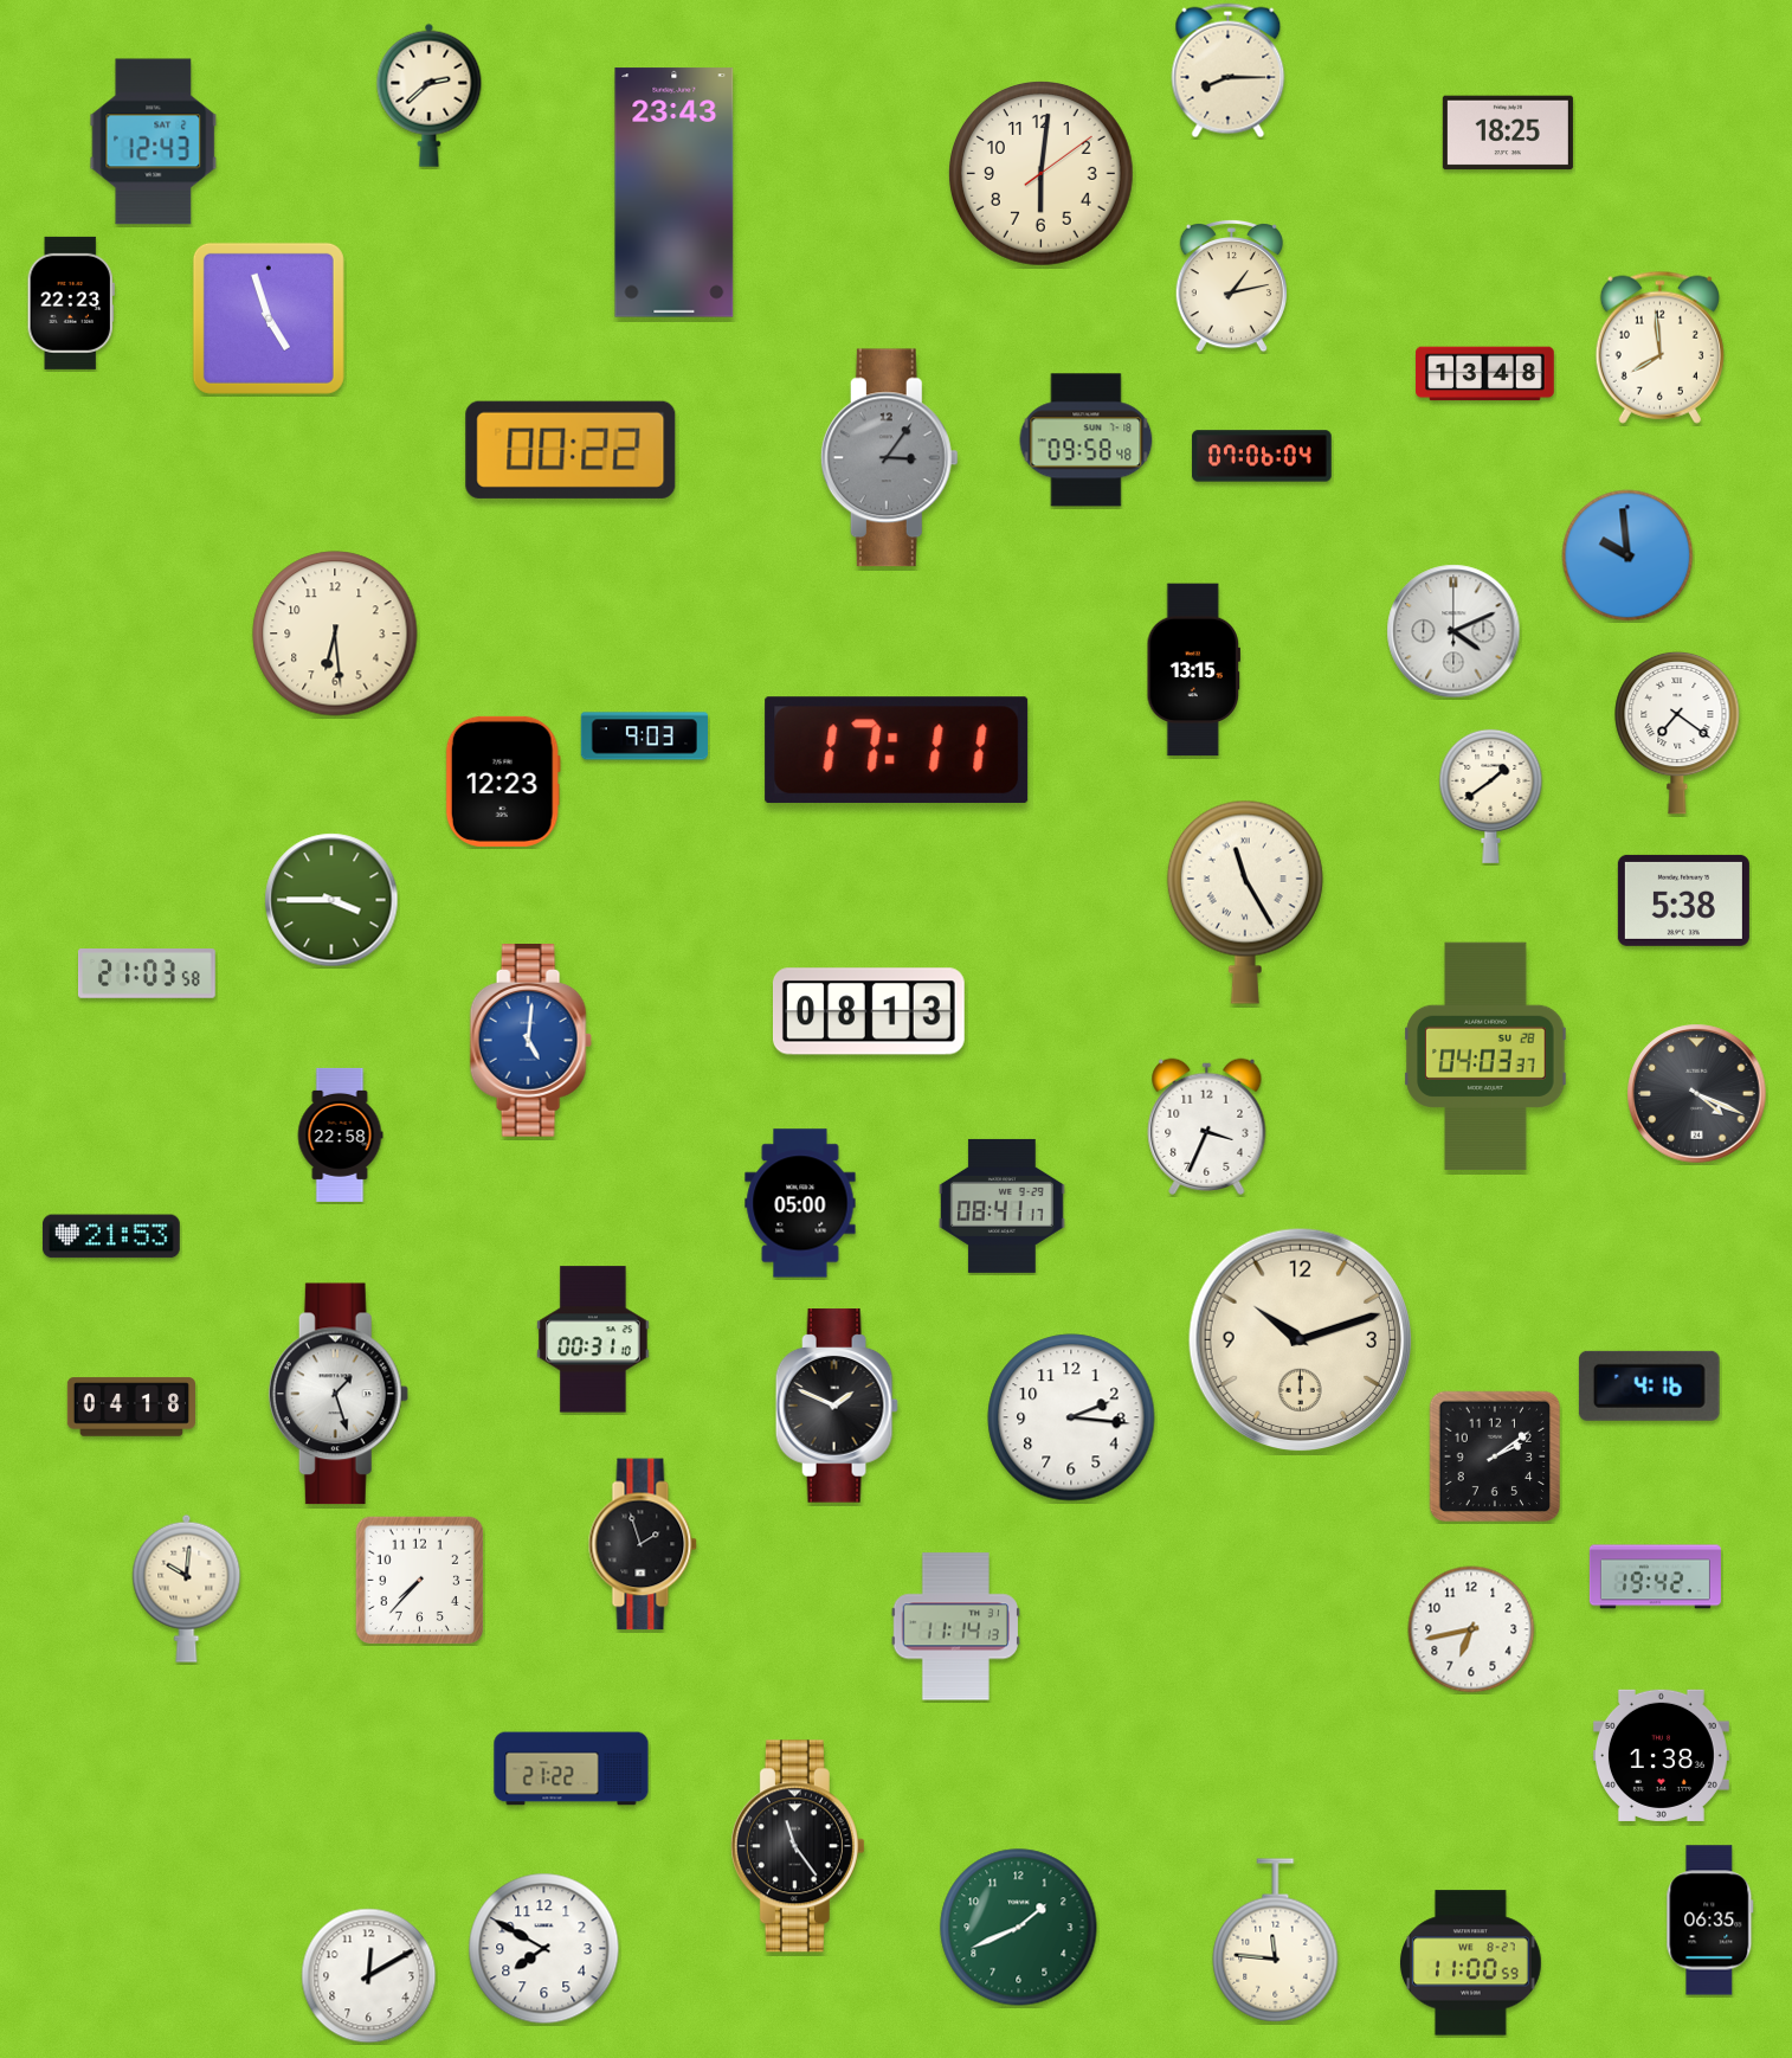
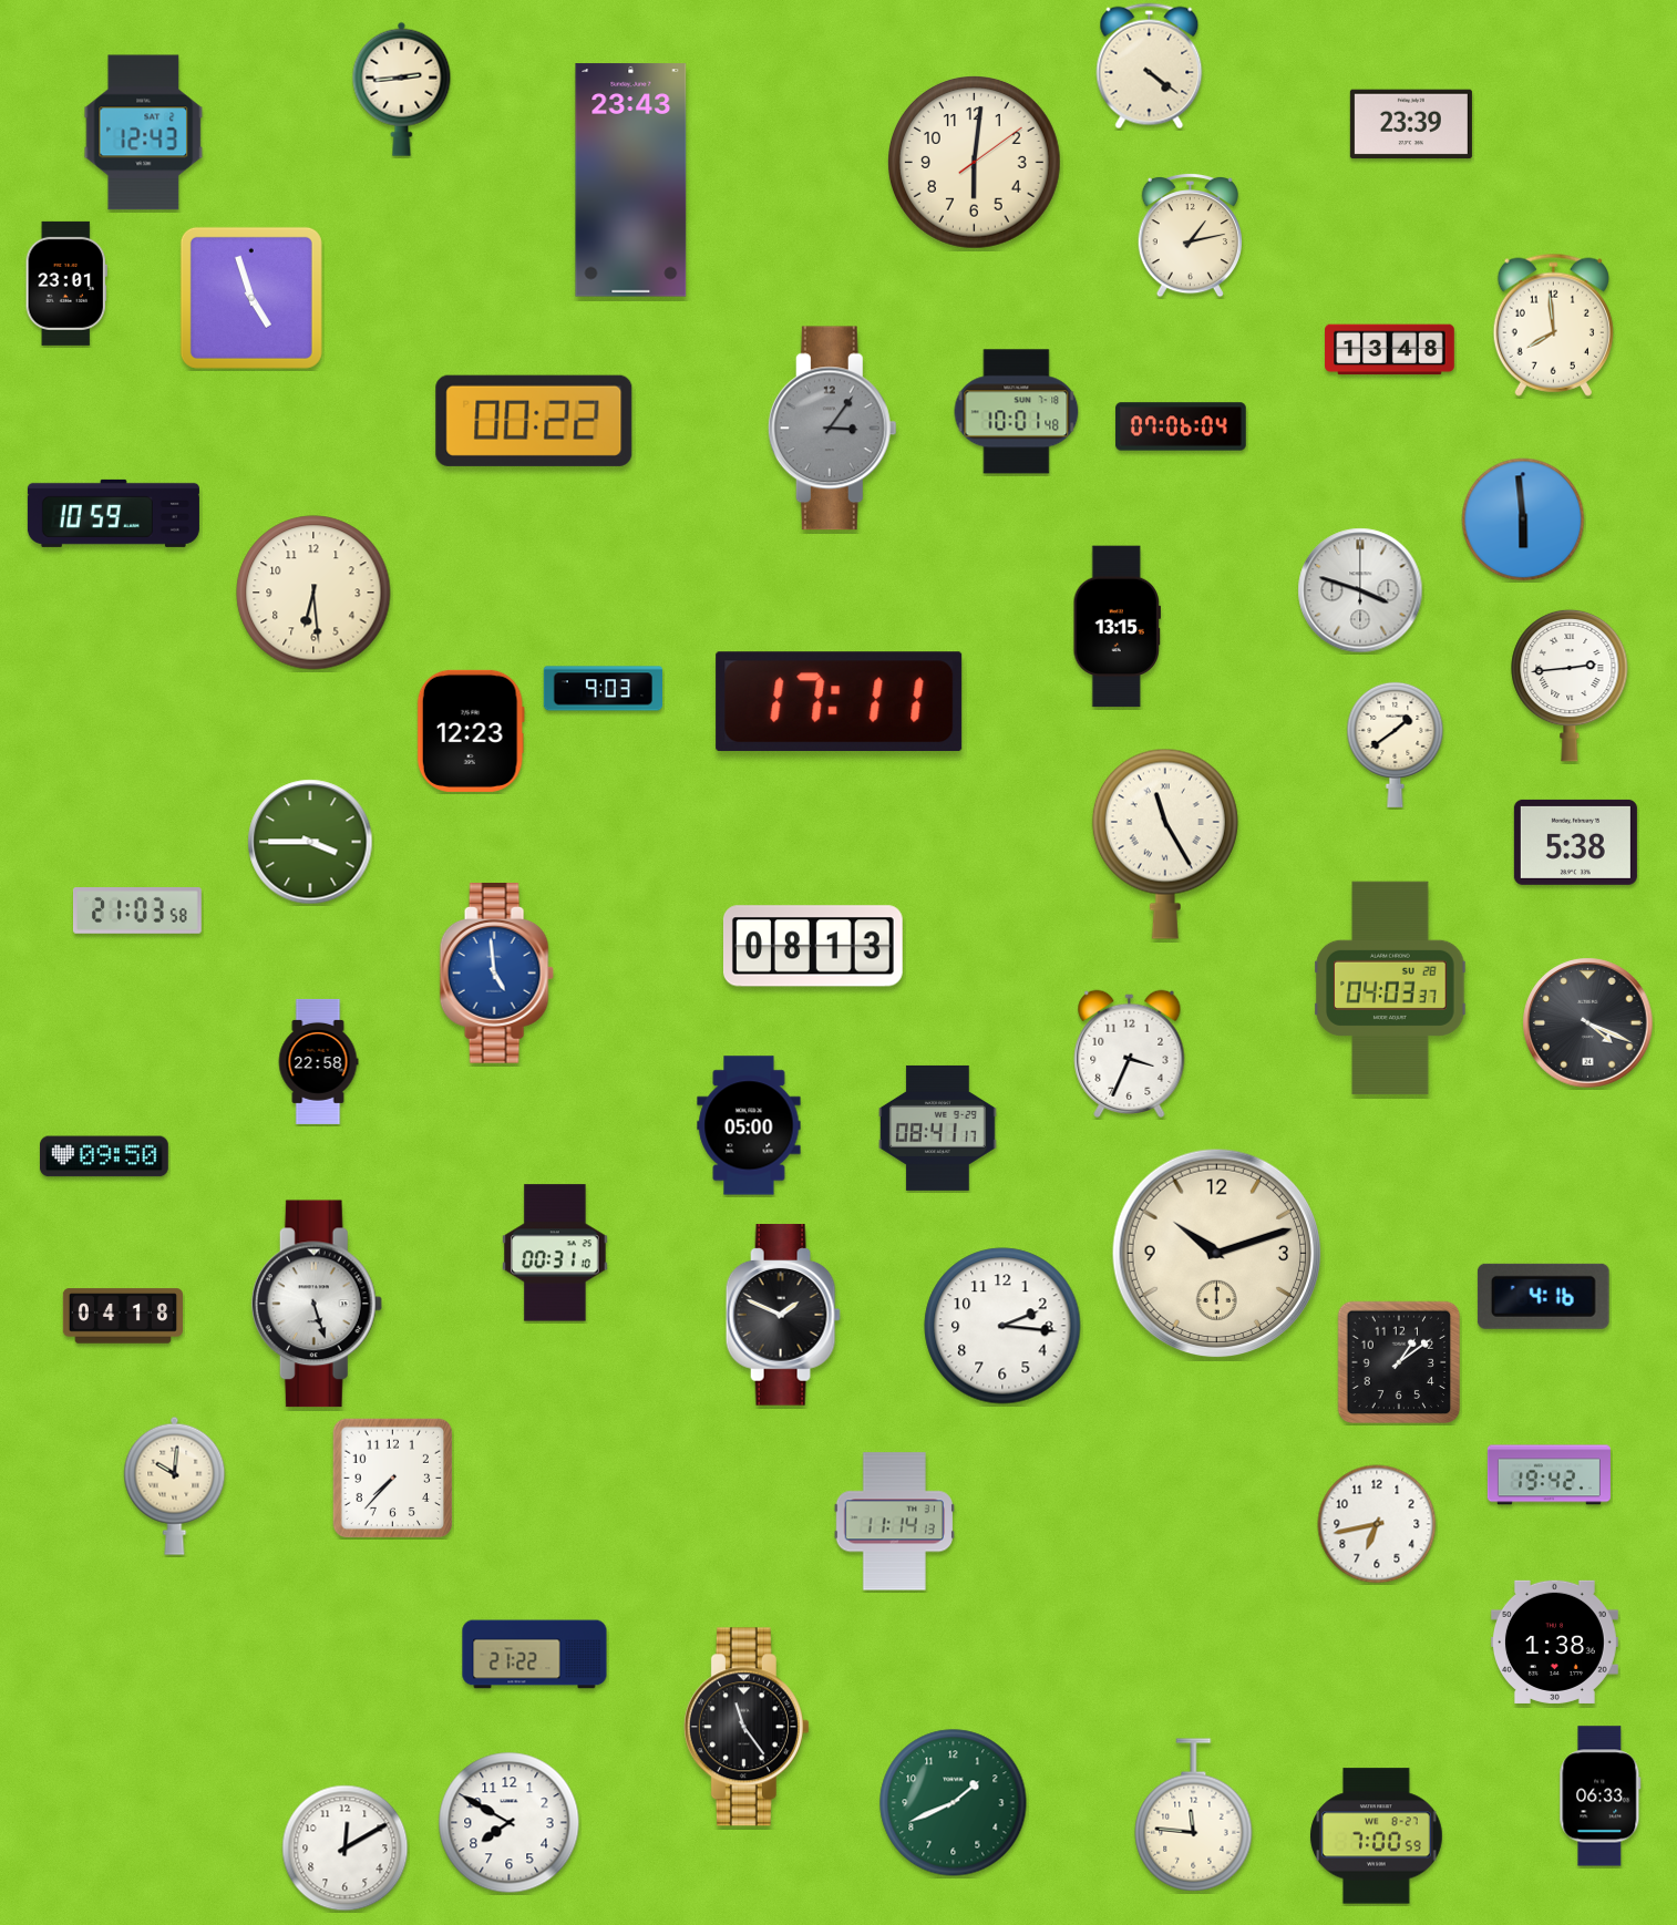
clock at (1229, 71): 8:15 -> 4:21
clock at (430, 95): 2:38 -> 2:44
clock at (1508, 133): 18:25 -> 23:39
clock at (1231, 285) position: (1231, 285) -> (1190, 235)
clock at (71, 303): 22:23 -> 23:01
clock at (1087, 440): 09:58 -> 10:01
clock at (113, 513): none -> 10:59
clock at (1627, 555): 9:59 -> 5:59
clock at (1453, 631): 4:11 -> 3:48
clock at (1677, 733): 7:21 -> 2:44
clock at (530, 1041): 5:01 -> 4:59
clock at (111, 1236): 21:53 -> 09:50
clock at (339, 1394): 1:27 -> 5:27
clock at (1495, 1456): 2:09 -> 1:09
clock at (643, 1544): 1:57 -> none
clock at (1710, 1921): 06:35 -> 06:33
clock at (1471, 1963): 11:00 -> 7:00
